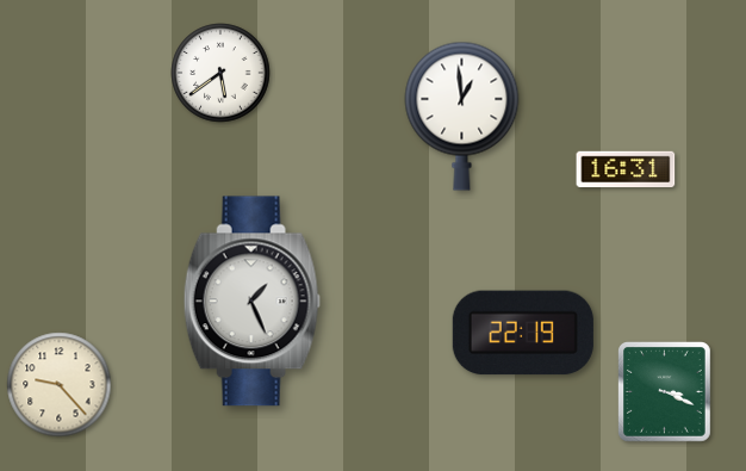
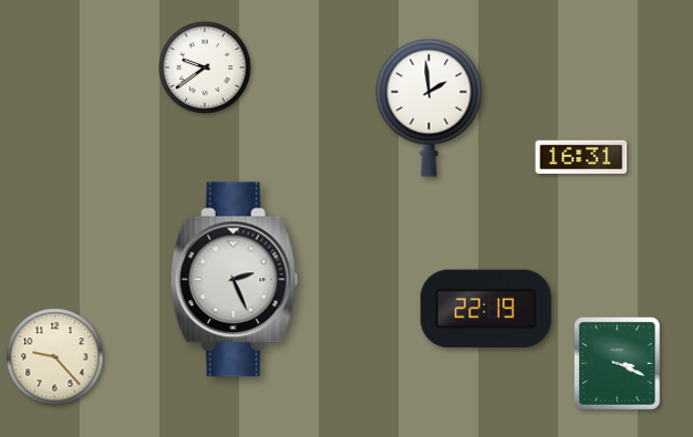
clock at (220, 73): 5:39 -> 9:39
clock at (462, 116): 12:59 -> 1:59
clock at (251, 302): 1:26 -> 2:26
